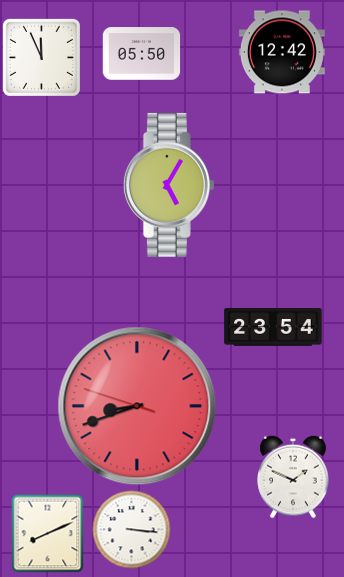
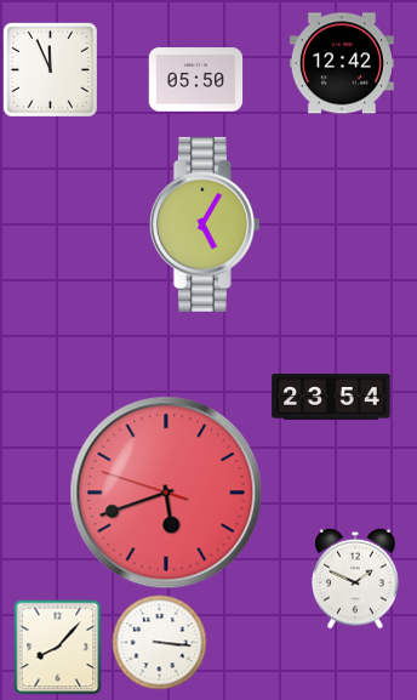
clock at (141, 54) position: (141, 54) -> (195, 80)
clock at (137, 406): 8:41 -> 5:41
clock at (48, 533): 8:11 -> 8:07
